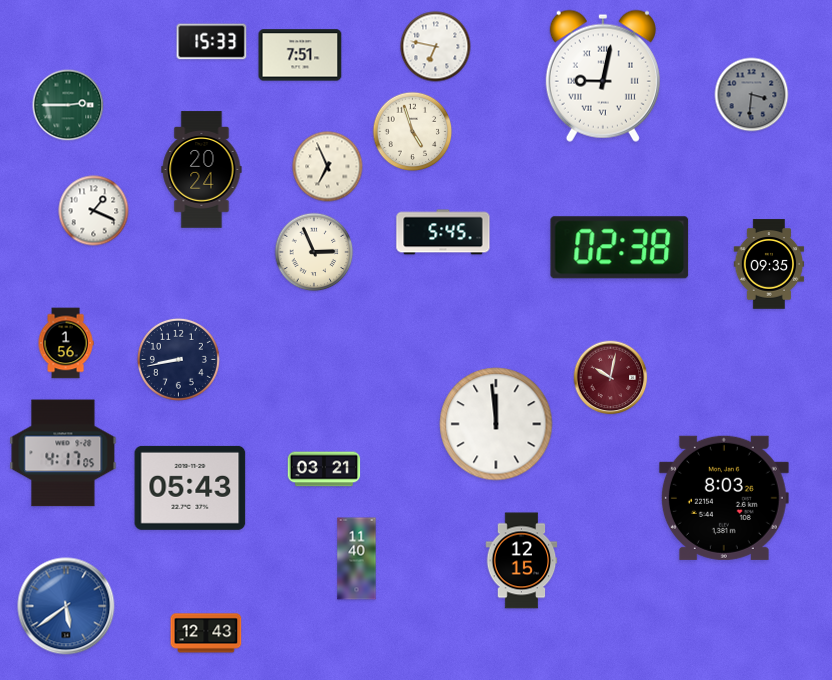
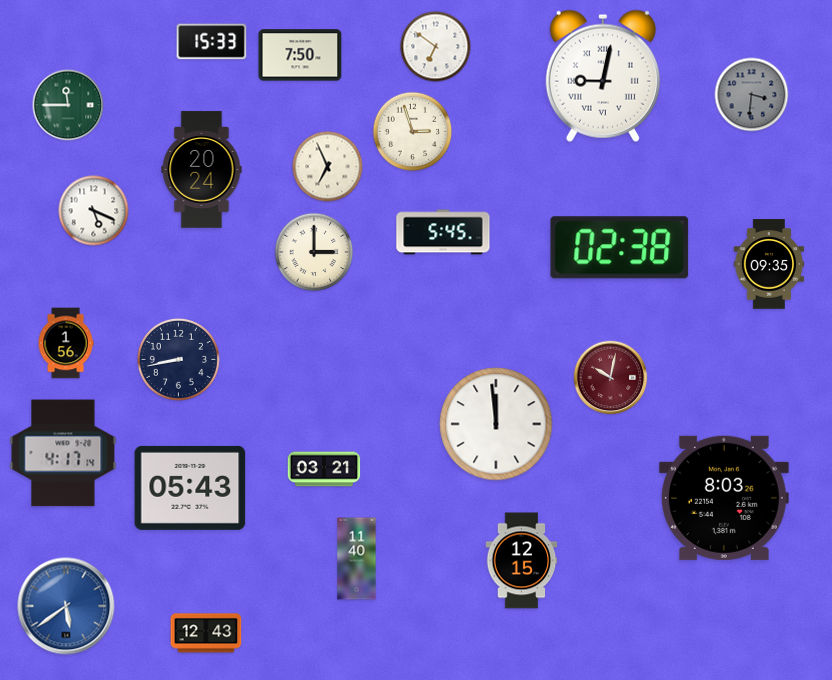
clock at (436, 47): 6:47 -> 6:51
clock at (300, 55): 7:51 -> 7:50
clock at (68, 105): 2:45 -> 11:45
clock at (413, 132): 4:57 -> 2:57
clock at (94, 211): 1:19 -> 5:19
clock at (314, 252): 2:56 -> 3:00
clock at (63, 453): 4:17:05 -> 4:17:14
